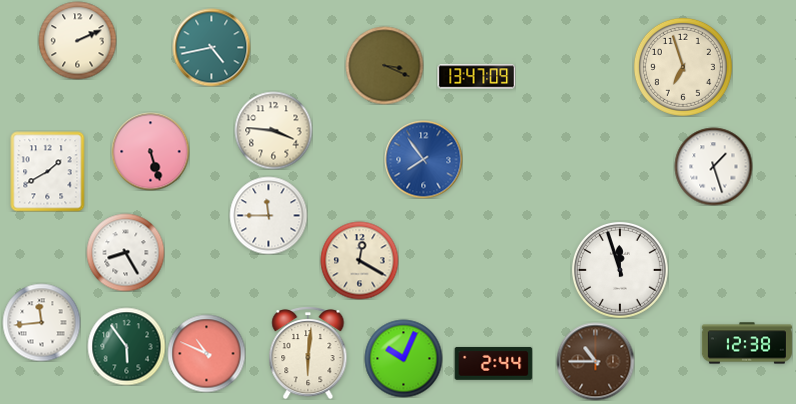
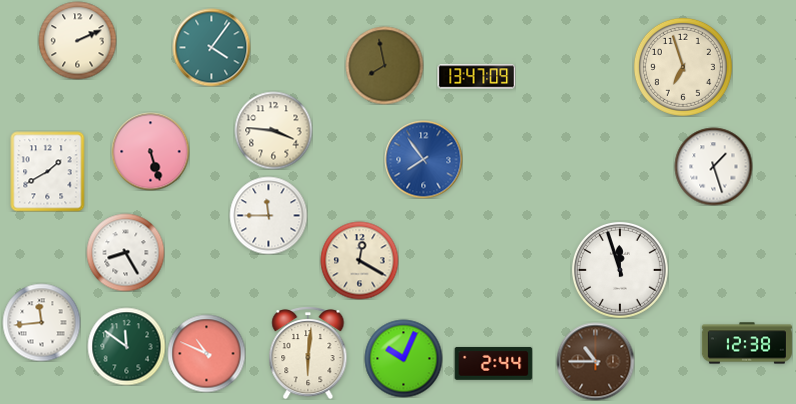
clock at (211, 47): 4:43 -> 4:06
clock at (384, 65): 3:19 -> 7:58
clock at (126, 346): 5:54 -> 11:51
